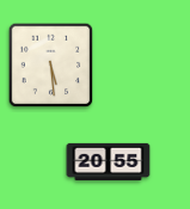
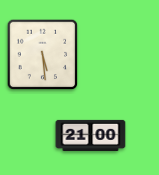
clock at (109, 161): 20:55 -> 21:00
